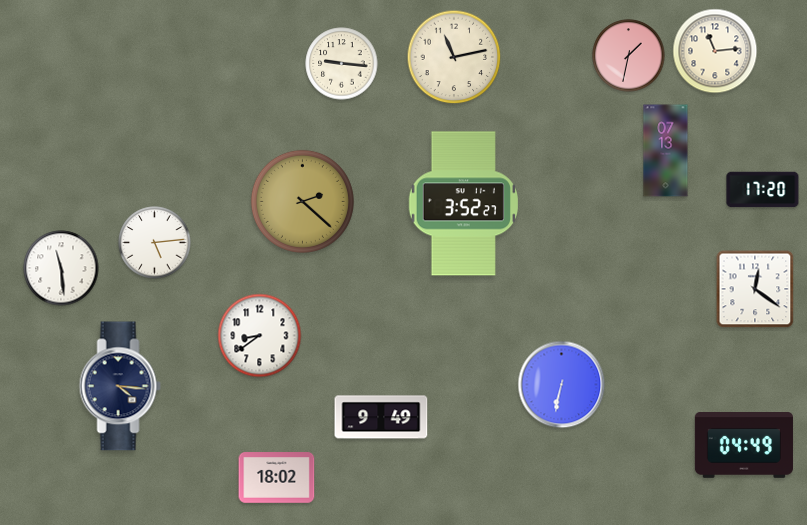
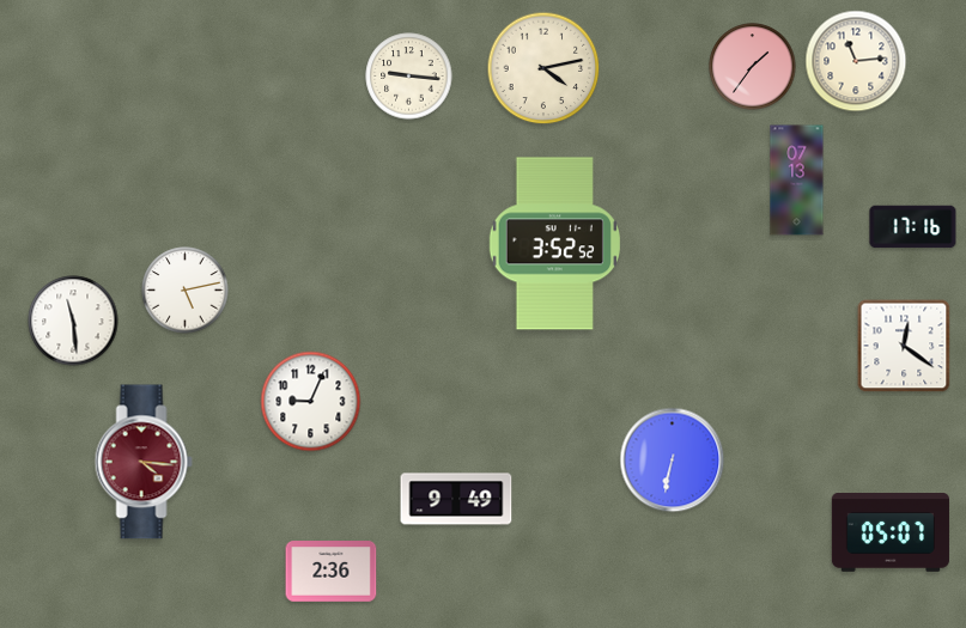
clock at (629, 56): 1:32 -> 1:36
clock at (454, 57): 11:13 -> 4:13
clock at (763, 190): 17:20 -> 17:16
clock at (302, 201): 2:22 -> none
clock at (463, 204): 3:52:27 -> 3:52:52
clock at (155, 243): 5:14 -> 5:13
clock at (260, 336): 8:39 -> 9:04
clock at (120, 386) dial: navy -> burgundy
clock at (744, 446): 04:49 -> 05:07
clock at (277, 478): 18:02 -> 2:36
